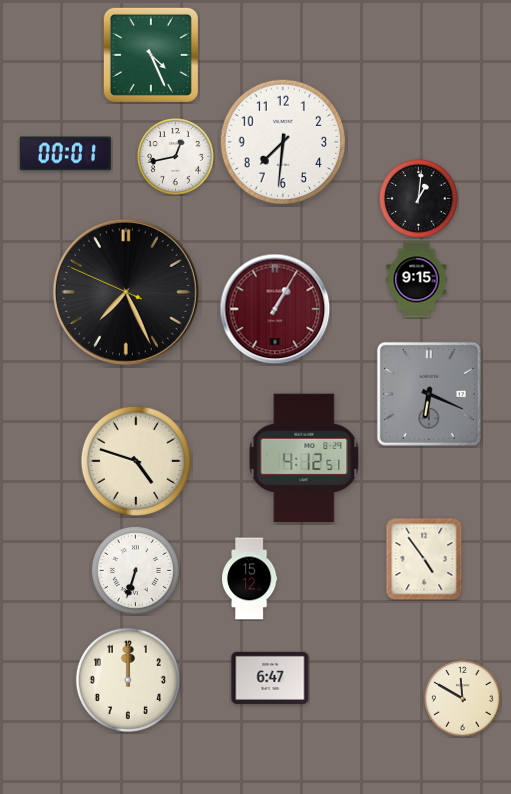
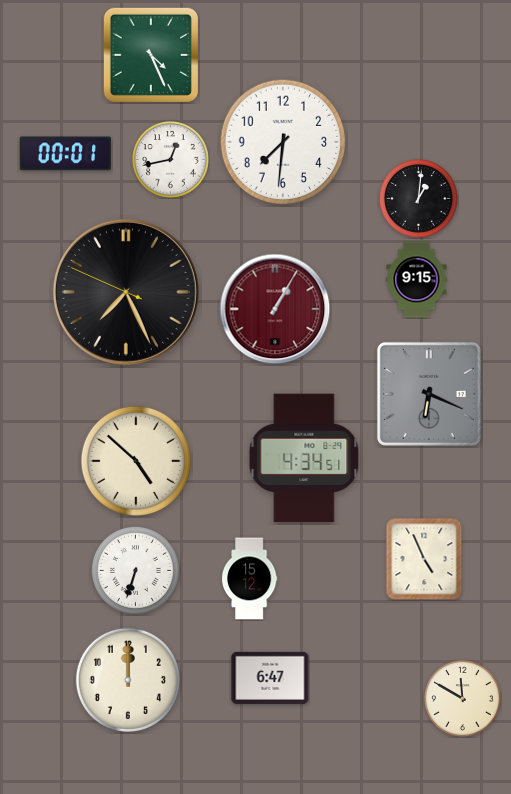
clock at (176, 157) position: (176, 157) -> (171, 160)
clock at (304, 458): 4:12 -> 4:34
clock at (136, 461): 4:48 -> 4:52
clock at (424, 559): 4:54 -> 4:56
